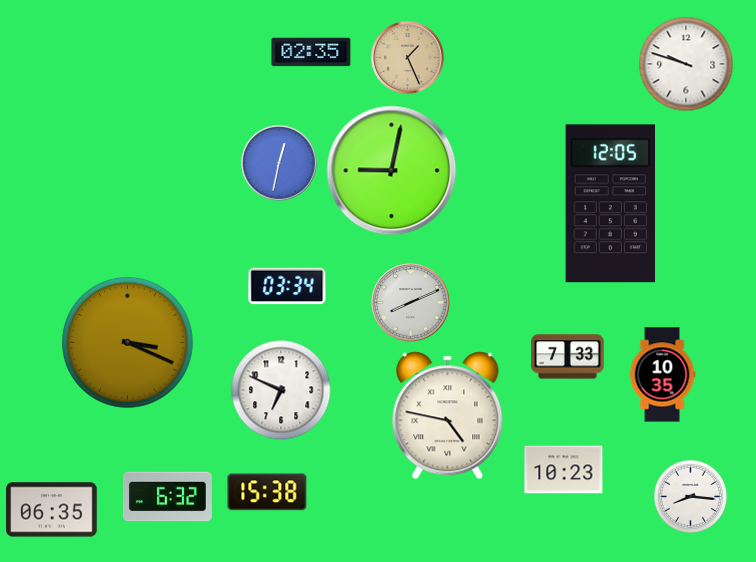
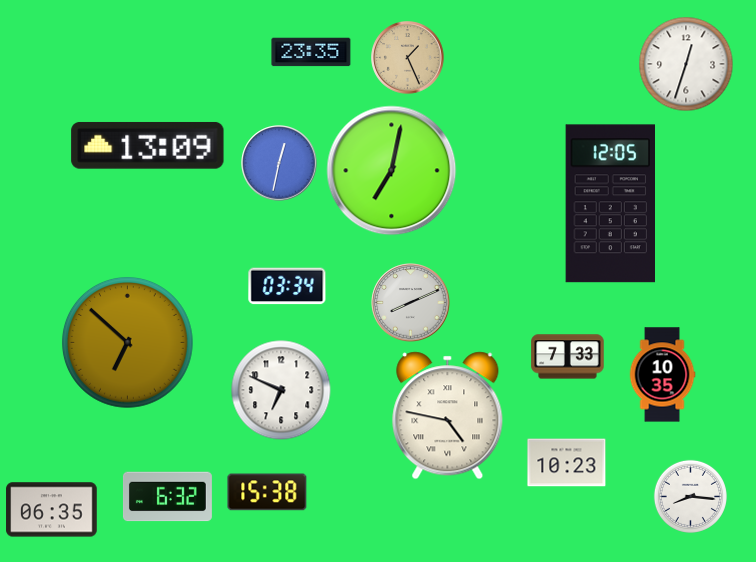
clock at (311, 52): 02:35 -> 23:35
clock at (686, 64): 9:48 -> 12:33
clock at (148, 145): none -> 13:09
clock at (392, 171): 9:02 -> 7:02
clock at (127, 342): 3:19 -> 6:52
clock at (564, 470) position: (564, 470) -> (567, 463)
